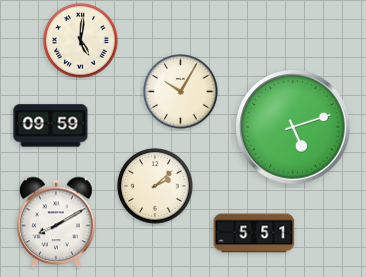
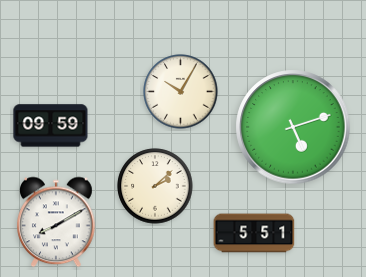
clock at (81, 41): 5:01 -> none
